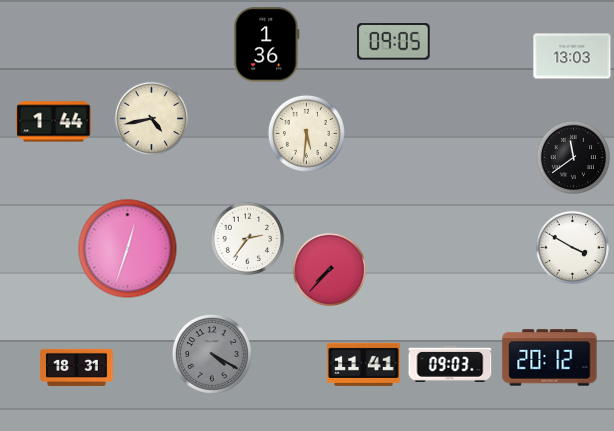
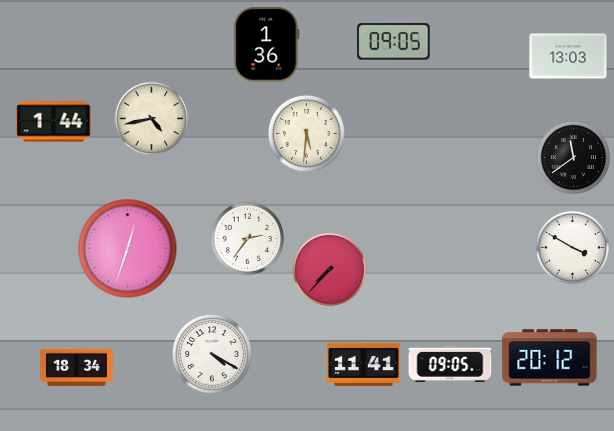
clock at (572, 56) position: (572, 56) -> (568, 56)
clock at (212, 354) dial: grey -> white
clock at (450, 364): 09:03 -> 09:05
clock at (77, 367): 18:31 -> 18:34
